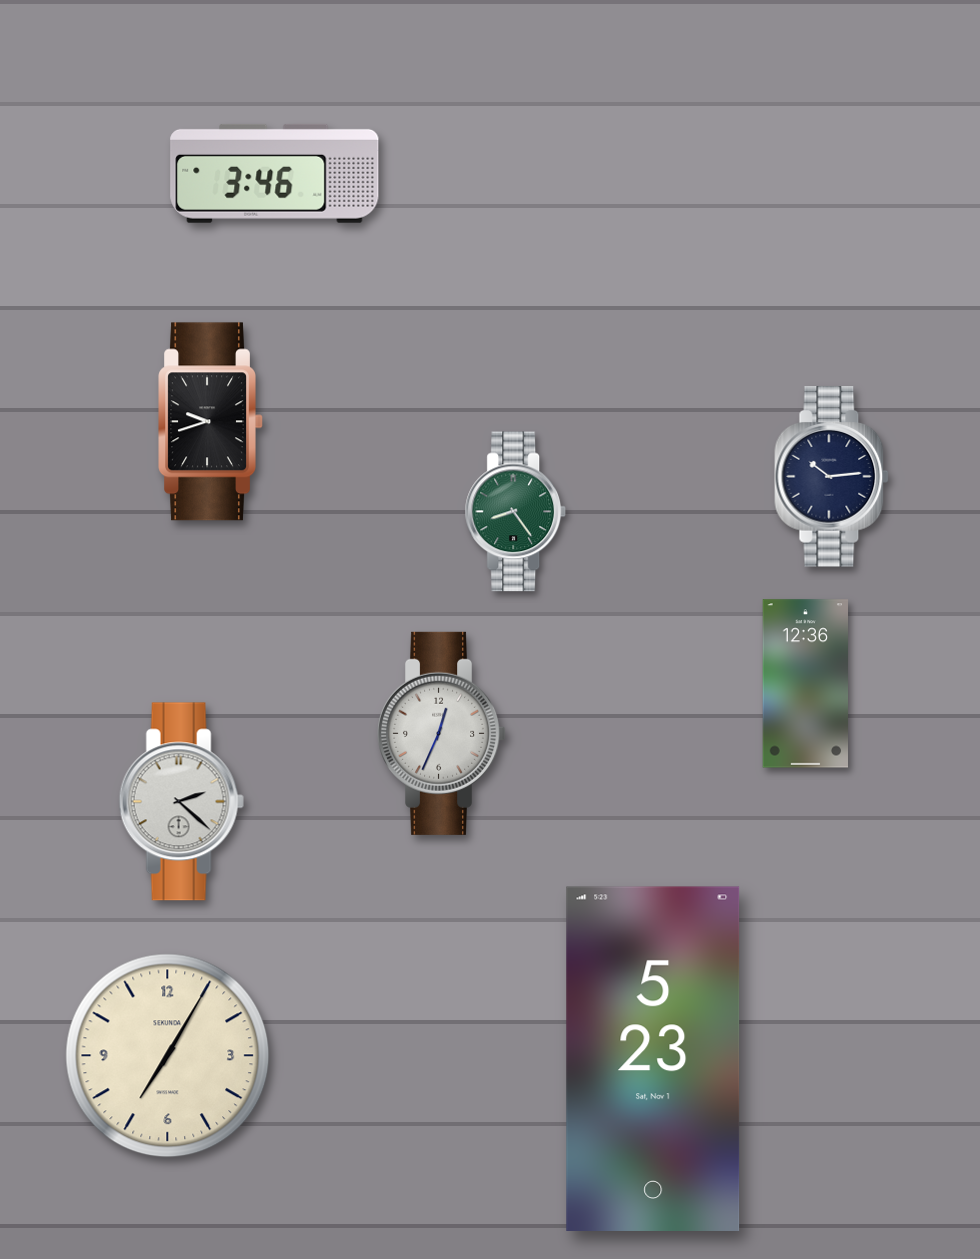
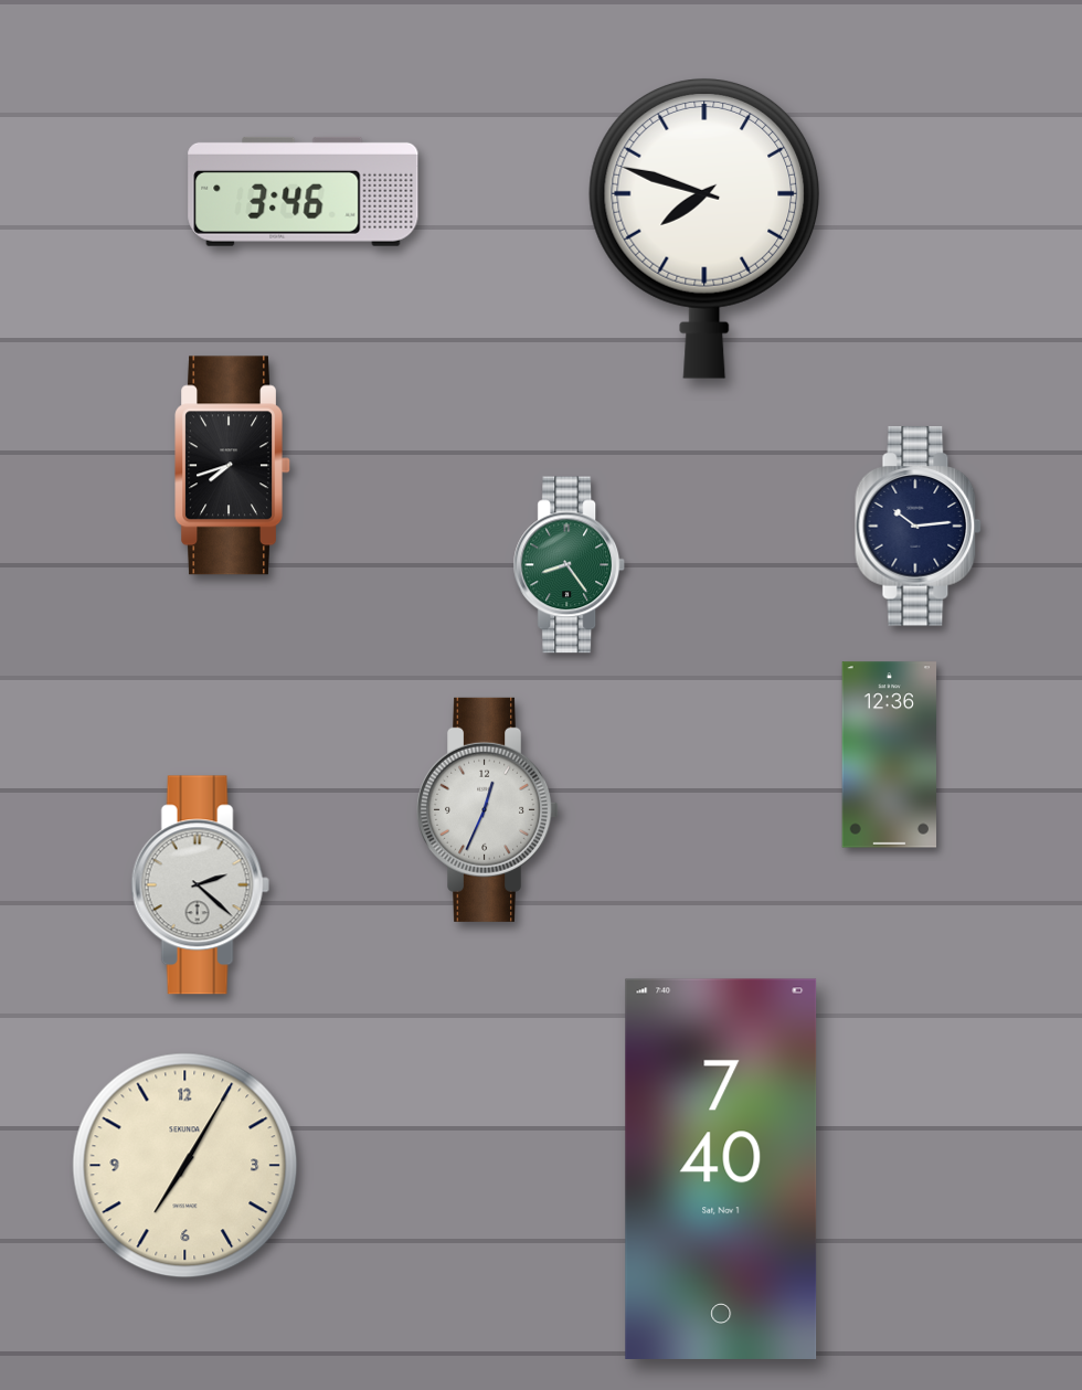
clock at (704, 227): none -> 7:48
clock at (211, 422): 9:42 -> 7:42
clock at (653, 1059): 5:23 -> 7:40
